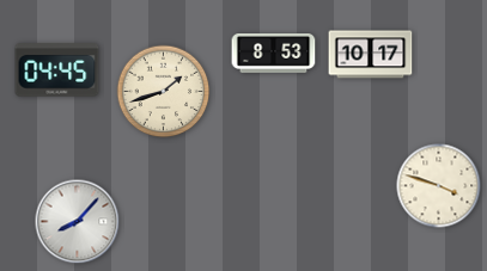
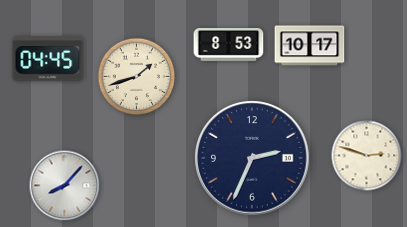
clock at (439, 186): 3:48 -> 2:48
clock at (252, 158): none -> 2:34
